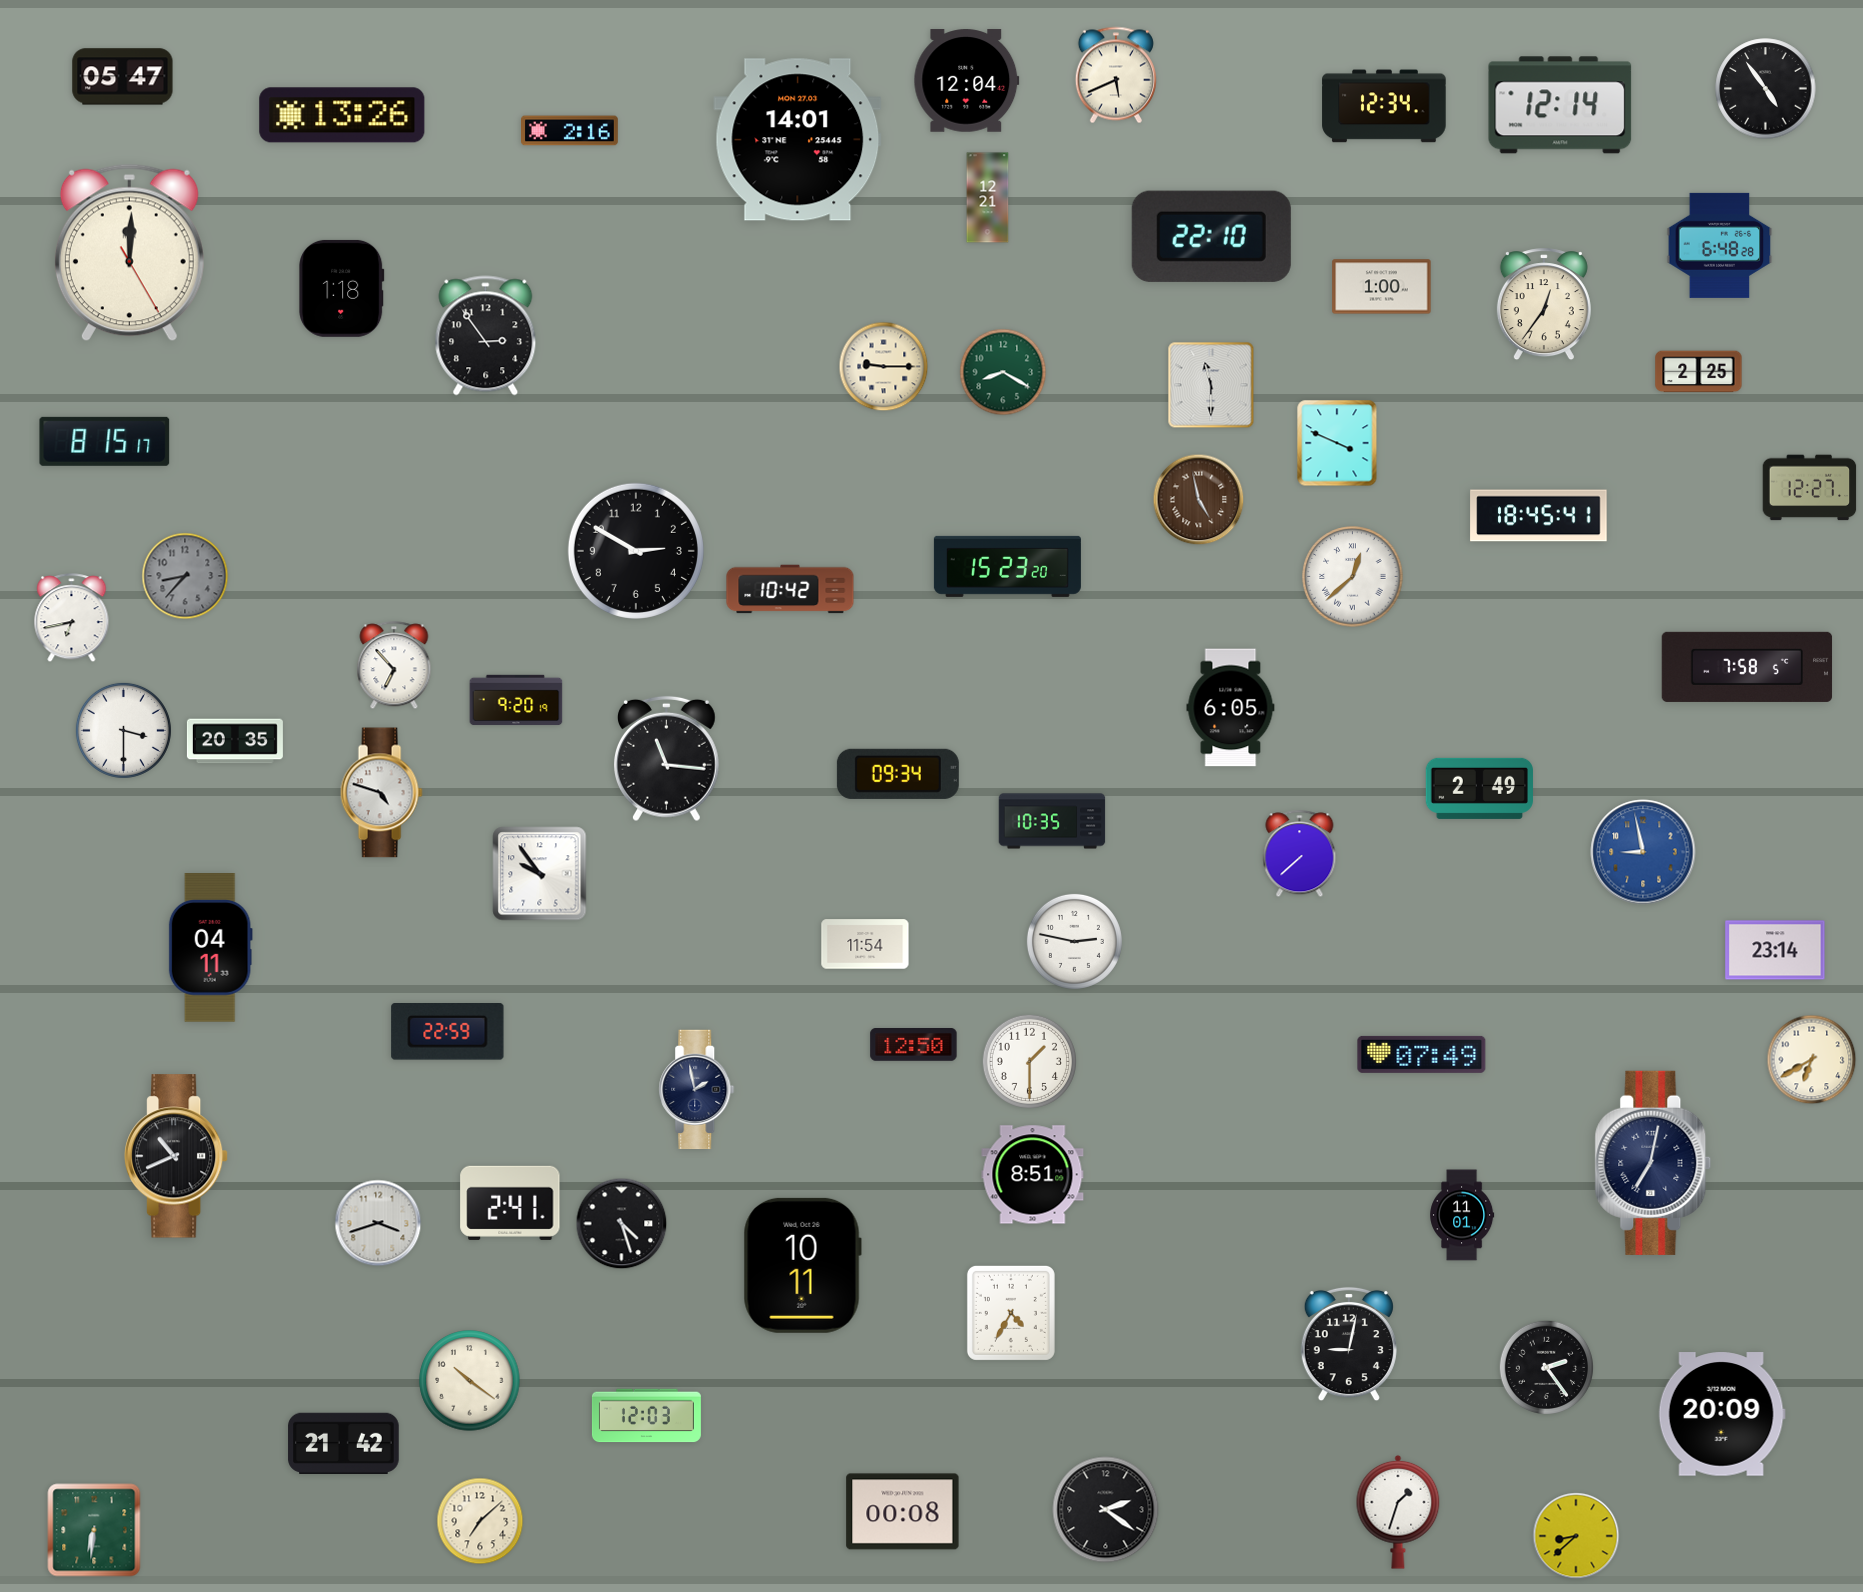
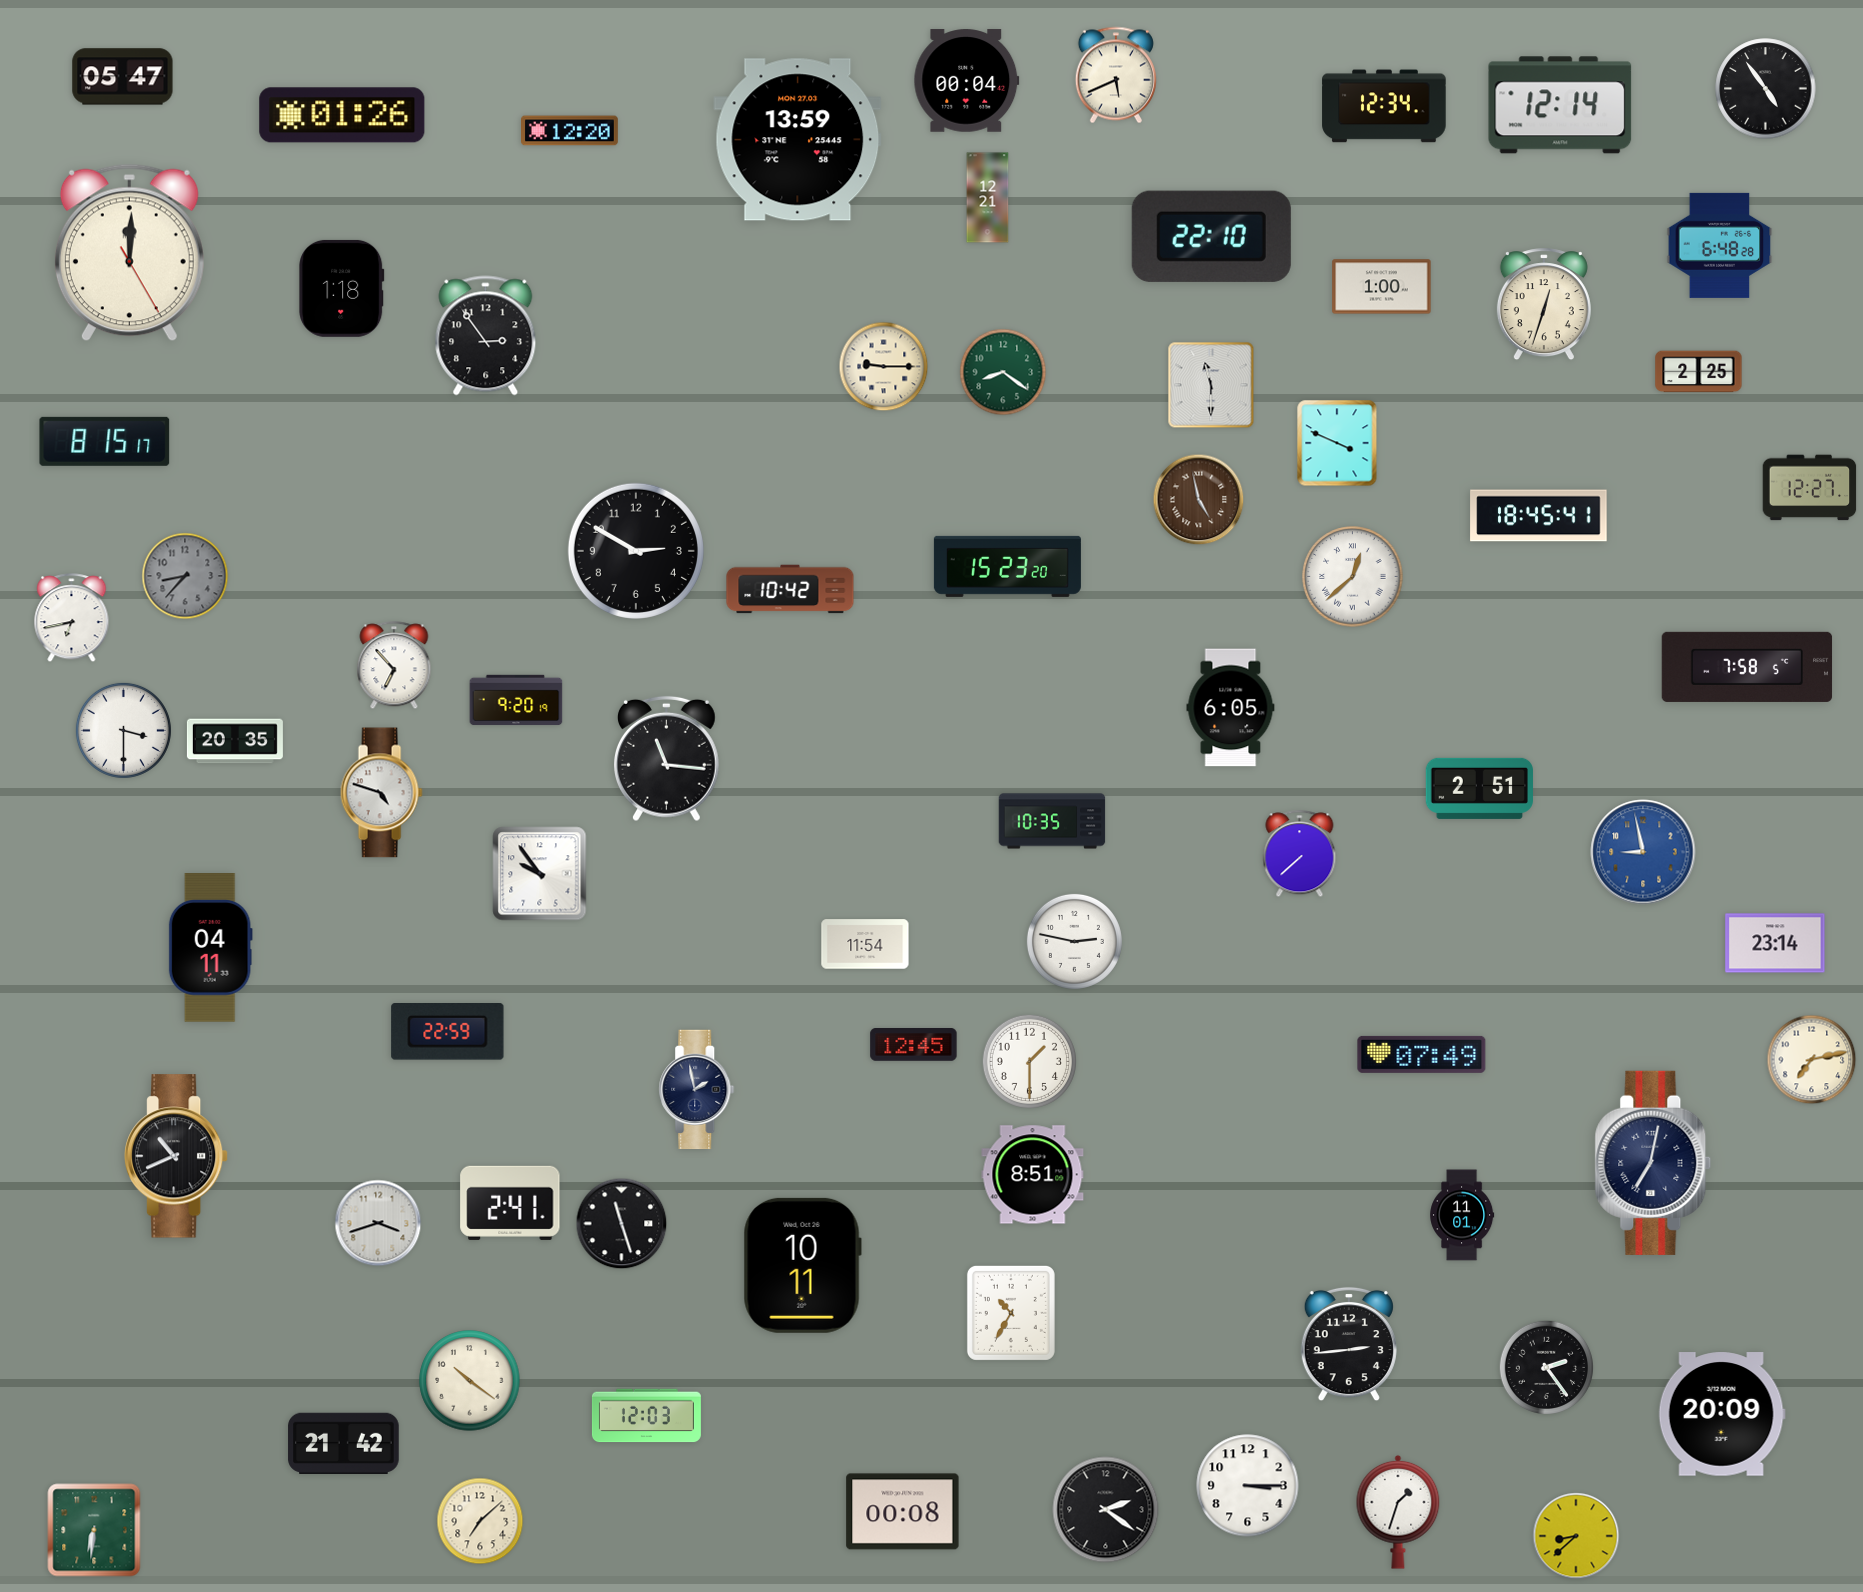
clock at (967, 81): 12:04 -> 00:04
clock at (342, 115): 13:26 -> 01:26
clock at (570, 131): 2:16 -> 12:20
clock at (798, 140): 14:01 -> 13:59
clock at (1544, 305): 12:36 -> 12:33
clock at (1003, 372): 8:20 -> 8:21
clock at (898, 774): 09:34 -> none
clock at (1479, 788): 2:49 -> 2:51
clock at (1775, 950) position: (1775, 950) -> (1775, 943)
clock at (914, 1045): 12:50 -> 12:45
clock at (1812, 1060): 6:40 -> 7:13
clock at (622, 1224): 4:27 -> 11:27
clock at (1011, 1313): 4:35 -> 10:35
clock at (1349, 1344): 9:02 -> 2:44
clock at (1248, 1486): none -> 3:15
